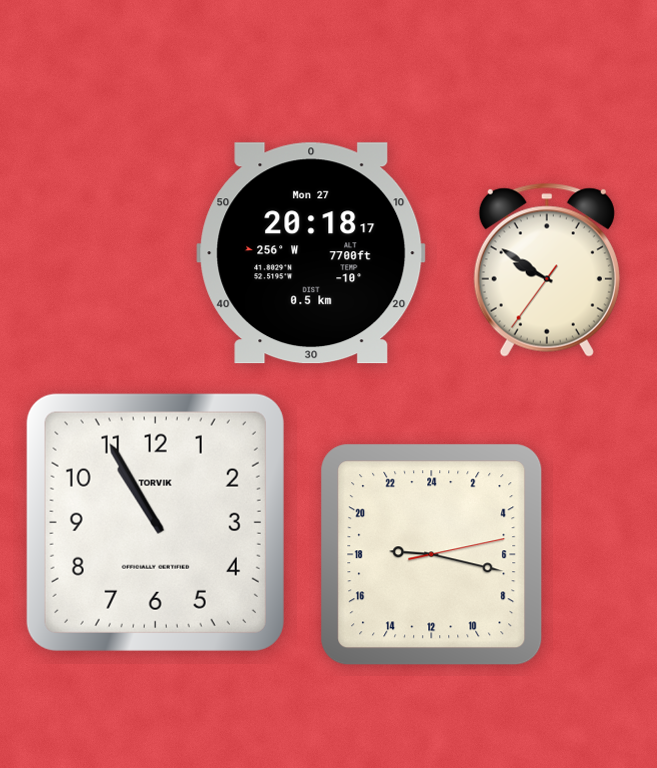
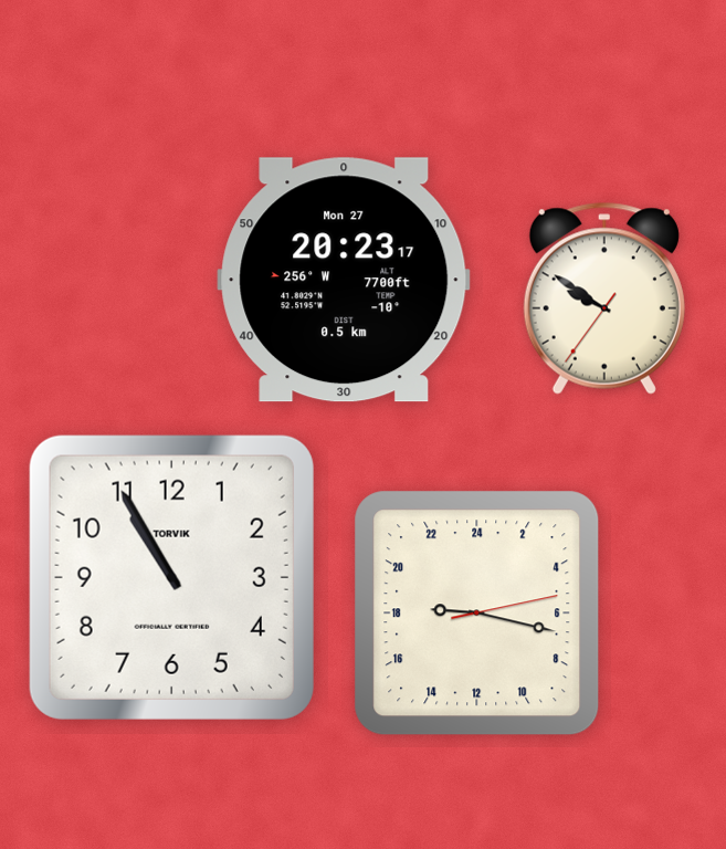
clock at (311, 253): 20:18 -> 20:23
